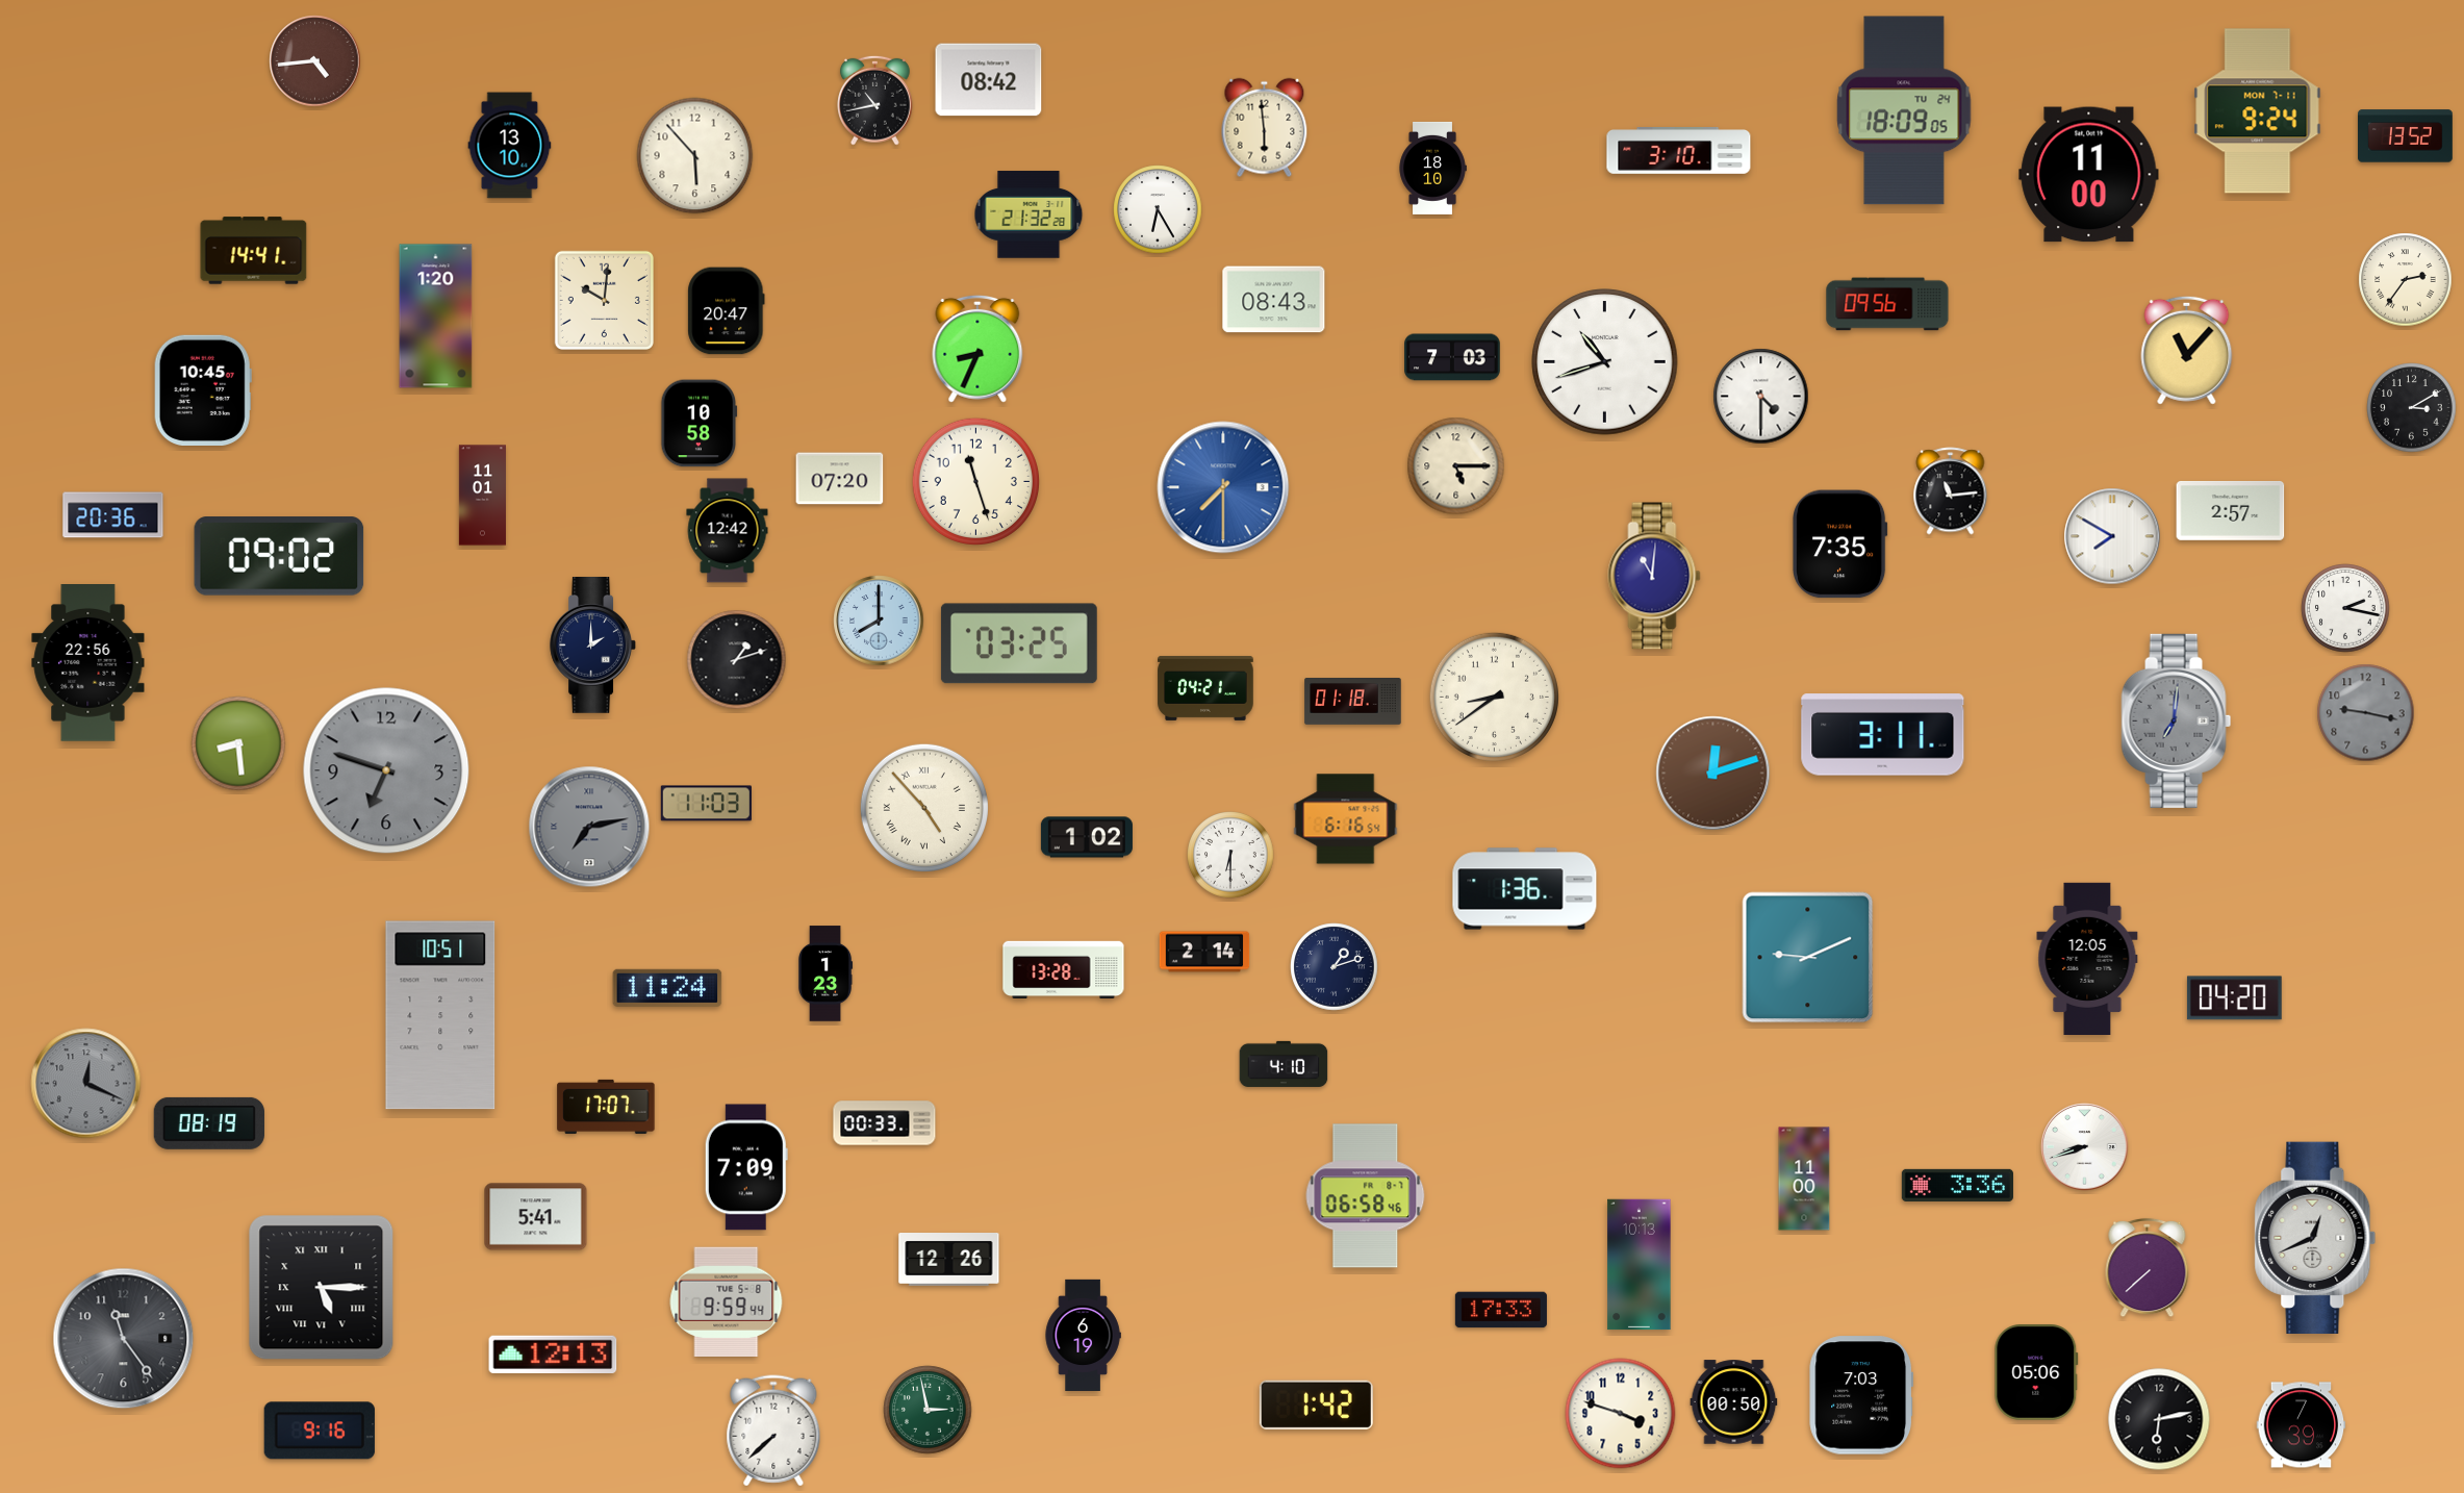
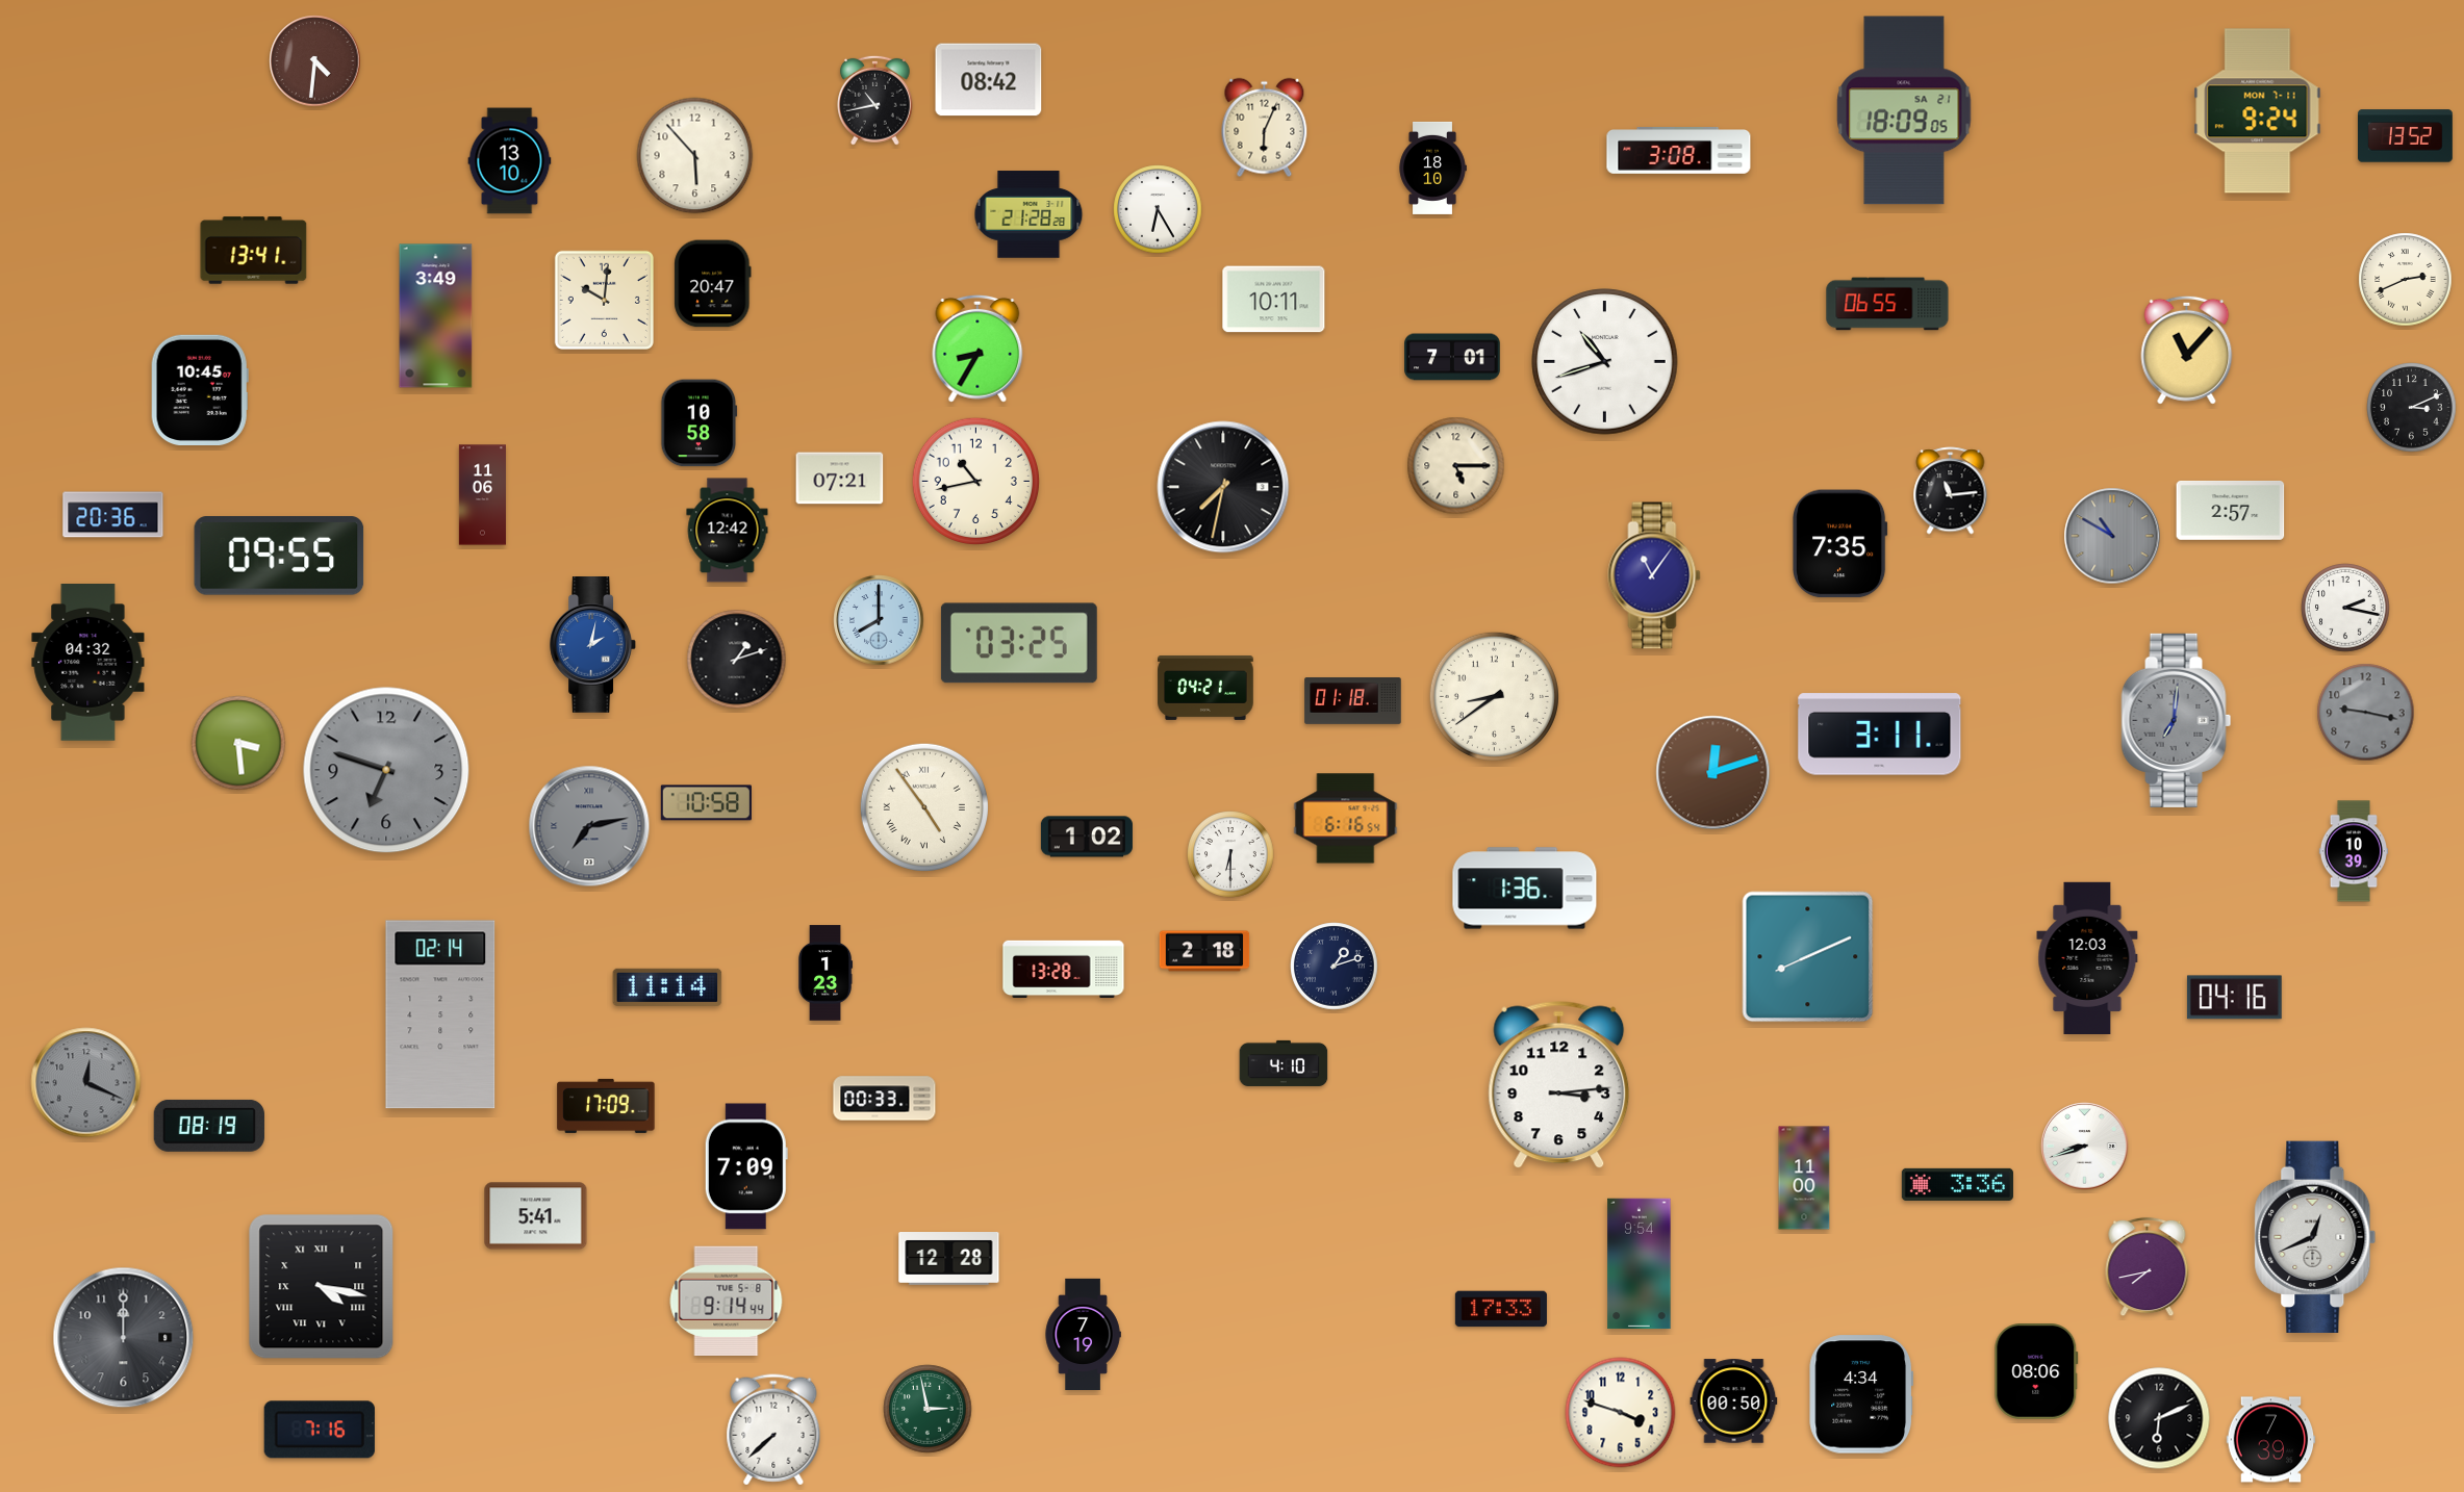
clock at (315, 61): 4:44 -> 4:31
clock at (1904, 110) date: TU 24 -> SA 21
clock at (1265, 128): 5:59 -> 6:04
clock at (510, 146) position: (510, 146) -> (510, 161)
clock at (1679, 151): 3:10 -> 3:08
clock at (2089, 175): 11:00 -> none
clock at (1028, 214): 21:32 -> 21:28
clock at (254, 251): 14:41 -> 13:41
clock at (2406, 280): 2:36 -> 2:41
clock at (1274, 300): 08:43 -> 10:11
clock at (1887, 304): 09:56 -> 06:55
clock at (727, 311) position: (727, 311) -> (713, 284)
clock at (436, 317): 1:20 -> 3:49
clock at (977, 349): 8:34 -> 8:35
clock at (1452, 357): 7:03 -> 7:01
clock at (203, 389) position: (203, 389) -> (200, 389)
clock at (1761, 397): 4:30 -> none
clock at (2412, 408): 3:10 -> 3:11
clock at (840, 479): 07:20 -> 07:21
clock at (975, 481): 11:27 -> 10:43
clock at (1223, 487): 7:30 -> 7:32
clock at (1223, 487) dial: blue -> black
clock at (482, 496): 11:01 -> 11:06
clock at (2112, 536): 7:50 -> 10:50
clock at (2112, 536) dial: white -> grey
clock at (279, 556): 09:02 -> 09:55
clock at (1654, 576): 11:01 -> 11:06
clock at (592, 646): 2:00 -> 2:02
clock at (592, 646) dial: navy -> blue
clock at (88, 663): 22:56 -> 04:32
clock at (1883, 735) position: (1883, 735) -> (1880, 735)
clock at (238, 743): 8:29 -> 3:29
clock at (706, 804): 11:03 -> 10:58
clock at (924, 808): 4:53 -> 4:54
clock at (2354, 851): none -> 10:39
clock at (1204, 952): 2:14 -> 2:18
clock at (1808, 958): 9:11 -> 8:11
clock at (2087, 958): 12:05 -> 12:03
clock at (667, 988): 11:24 -> 11:14
clock at (2234, 998): 04:20 -> 04:16
clock at (440, 1015): 10:51 -> 02:14
clock at (1559, 1085): none -> 3:14
clock at (606, 1107): 17:07 -> 17:09
clock at (209, 1123) position: (209, 1123) -> (209, 1126)
clock at (885, 1123) position: (885, 1123) -> (885, 1099)
clock at (1366, 1196): 06:58 -> none
clock at (949, 1260): 12:26 -> 12:28
clock at (1640, 1265): 10:13 -> 9:54
clock at (2148, 1268): 7:38 -> 7:43
clock at (322, 1288): 5:15 -> 4:17
clock at (727, 1301): 9:59 -> 9:14
clock at (1083, 1335): 6:19 -> 7:19
clock at (124, 1339): 11:24 -> 12:00
clock at (553, 1353): 12:13 -> none
clock at (2036, 1372): 05:06 -> 08:06
clock at (1861, 1395): 7:03 -> 4:34
clock at (1316, 1405): 1:42 -> none
clock at (2159, 1419): 6:13 -> 6:11
clock at (2302, 1425) position: (2302, 1425) -> (2271, 1440)
clock at (320, 1431): 9:16 -> 7:16
